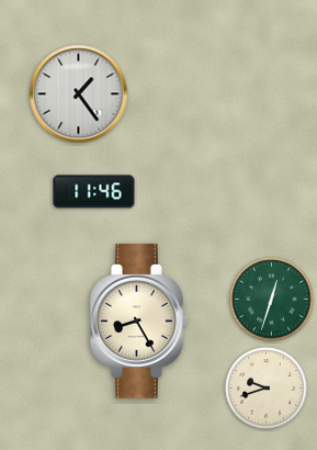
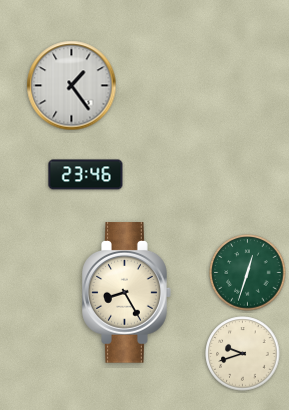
clock at (94, 192): 11:46 -> 23:46
